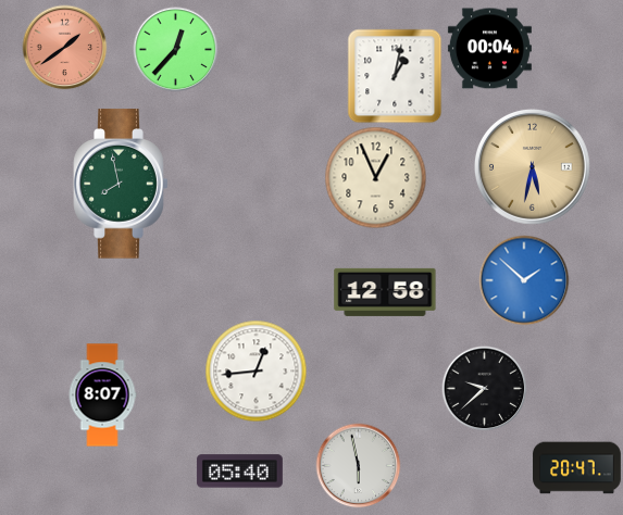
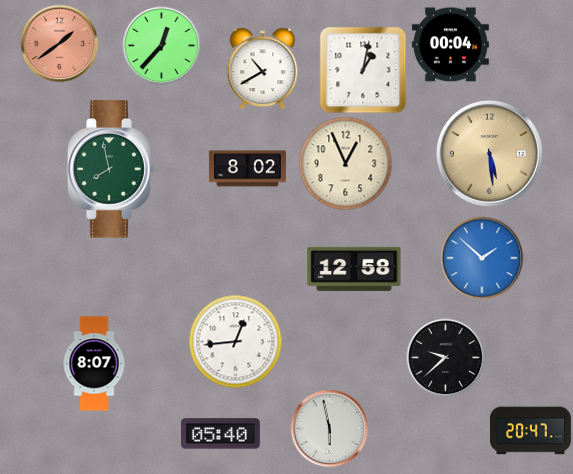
clock at (263, 68): none -> 10:40
clock at (532, 166): 5:32 -> 5:29
clock at (247, 169): none -> 8:02
